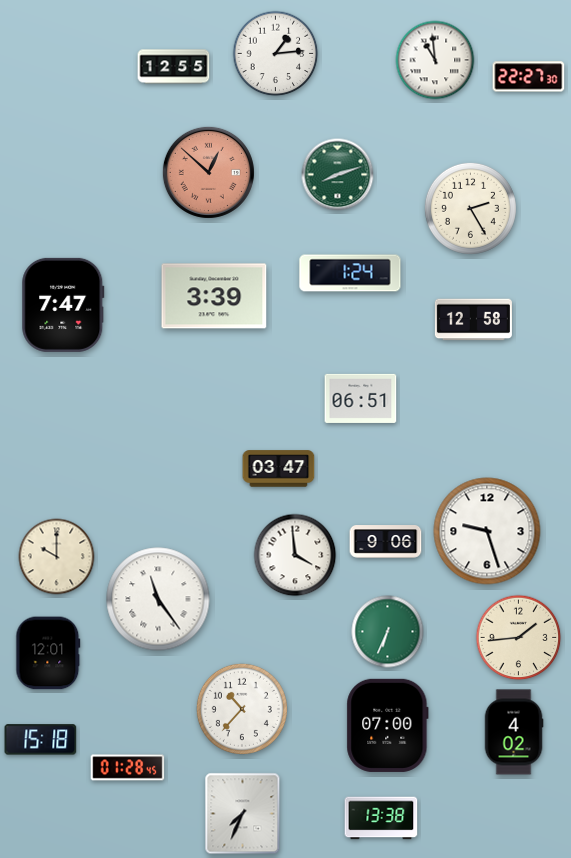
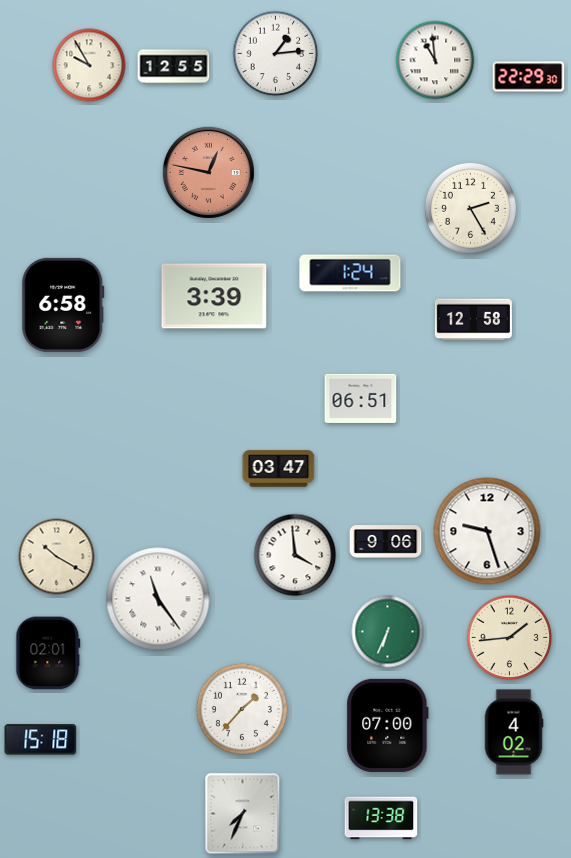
clock at (89, 65): none -> 9:55
clock at (529, 77): 22:27 -> 22:29
clock at (208, 172): 12:52 -> 12:47
clock at (338, 175): 8:12 -> none
clock at (63, 305): 7:47 -> 6:58
clock at (57, 557): 10:00 -> 10:20
clock at (519, 638) position: (519, 638) -> (510, 638)
clock at (48, 653): 12:01 -> 02:01
clock at (242, 709): 10:37 -> 1:37
clock at (128, 768): 01:28 -> none
